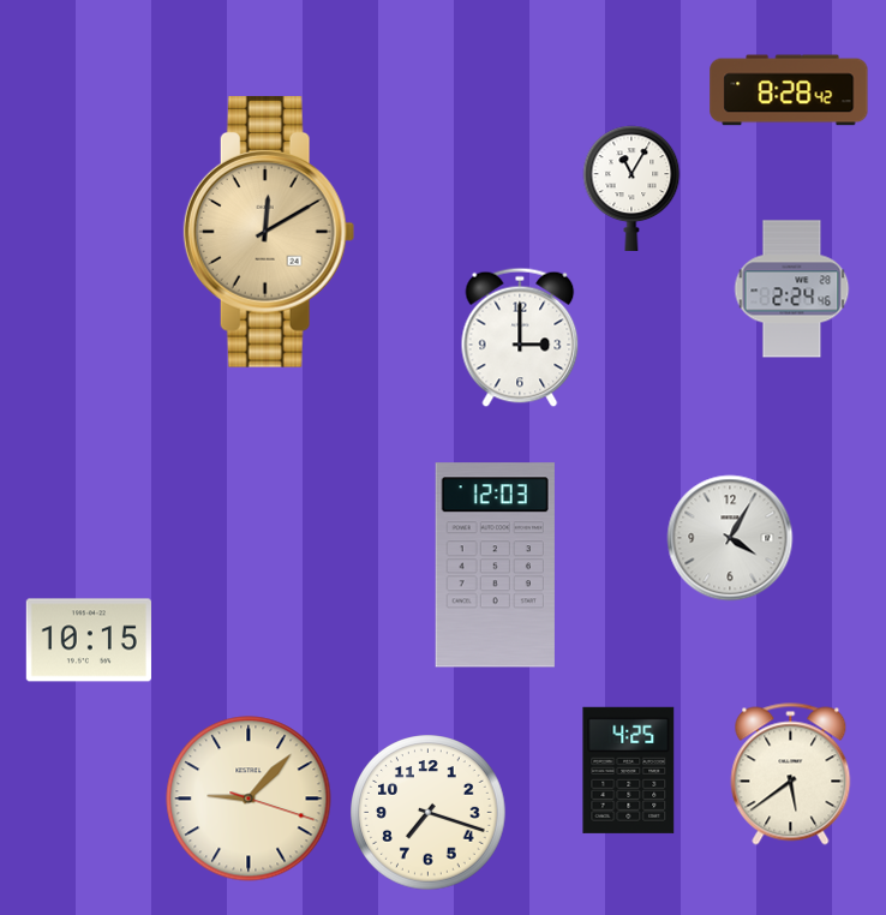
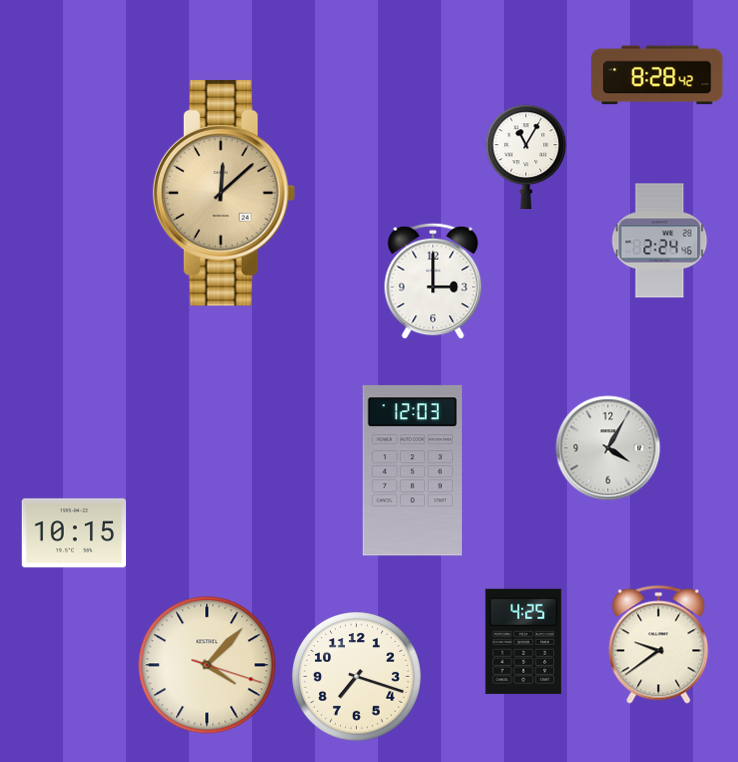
clock at (269, 232): 12:10 -> 12:08
clock at (791, 775): 5:39 -> 9:39
clock at (249, 799): 9:07 -> 4:07
